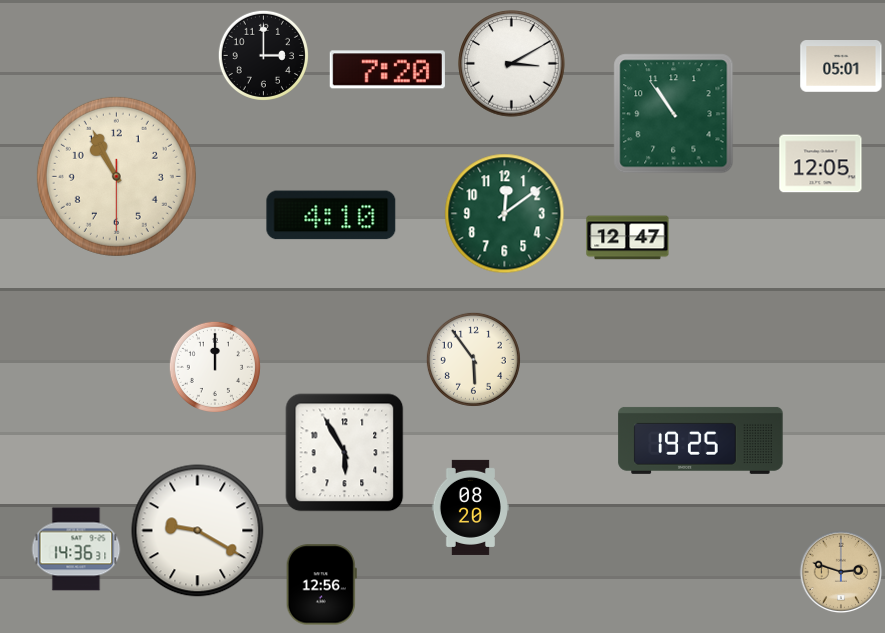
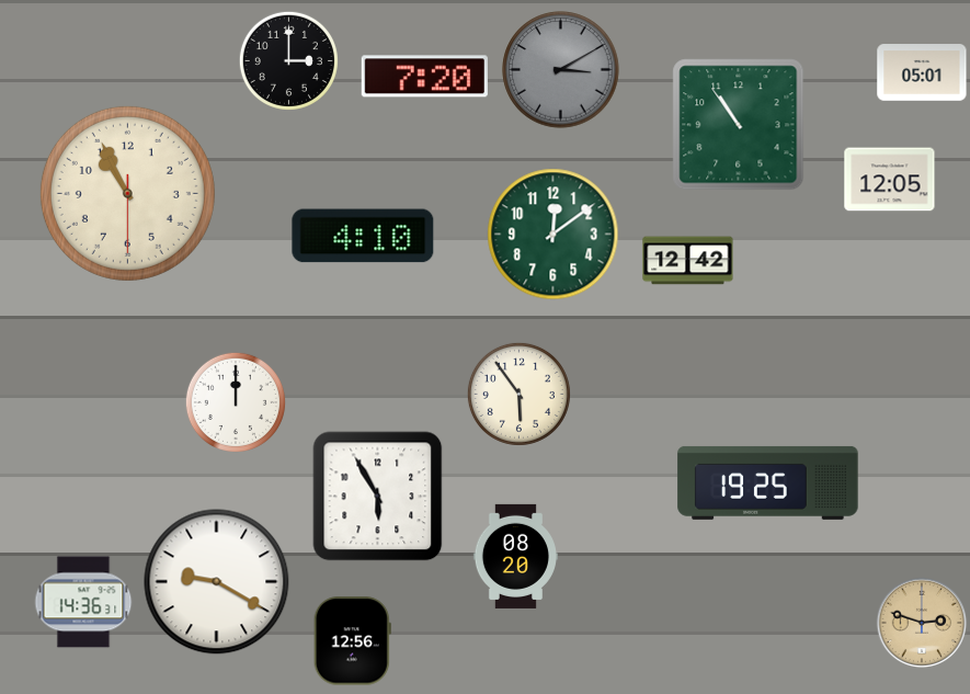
clock at (512, 64) dial: white -> grey
clock at (821, 164) position: (821, 164) -> (890, 180)
clock at (628, 238): 12:47 -> 12:42
clock at (841, 572) position: (841, 572) -> (922, 623)
